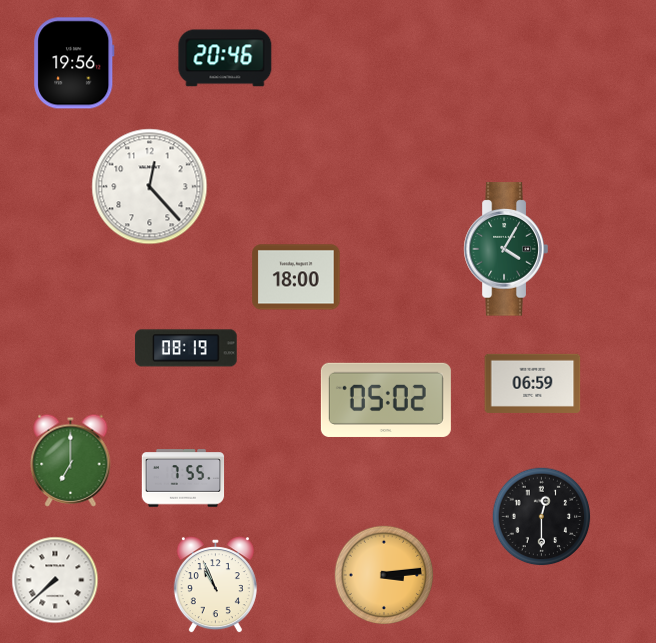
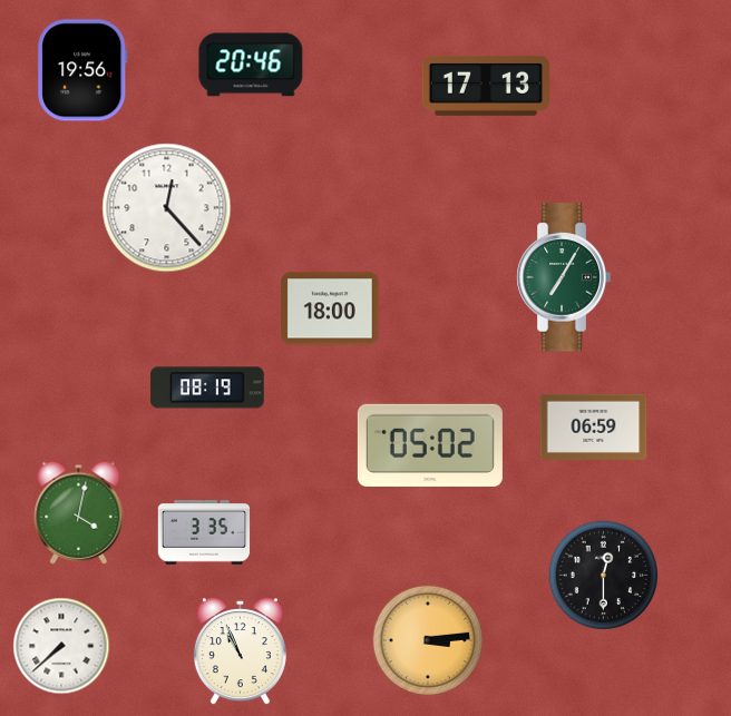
clock at (486, 86): none -> 17:13
clock at (506, 249): 4:05 -> 7:05
clock at (71, 460): 7:00 -> 4:02
clock at (183, 478): 7:55 -> 3:35
